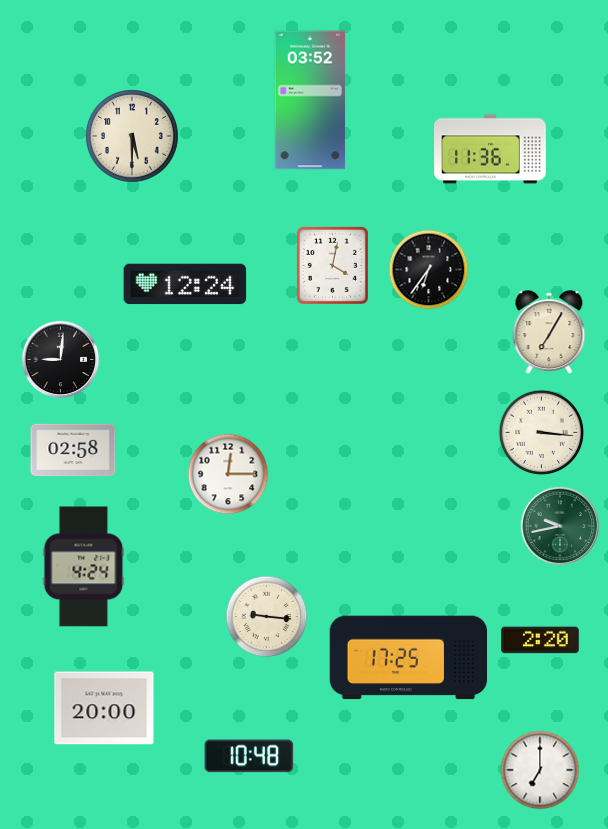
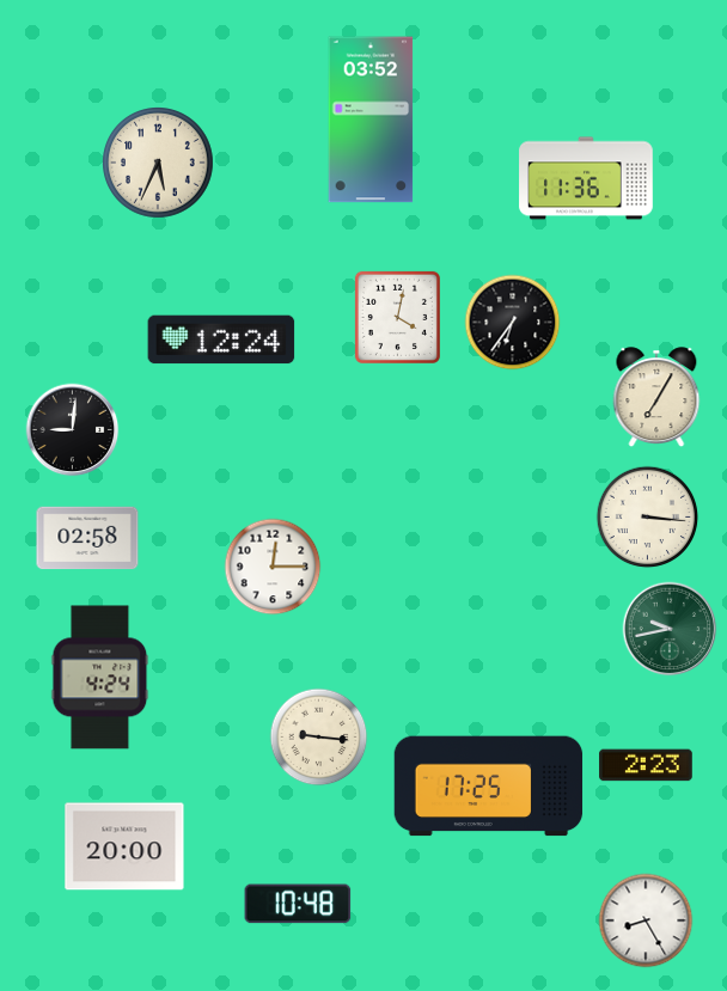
clock at (133, 137): 5:30 -> 5:34
clock at (540, 640): 2:20 -> 2:23
clock at (540, 770): 7:00 -> 8:25
